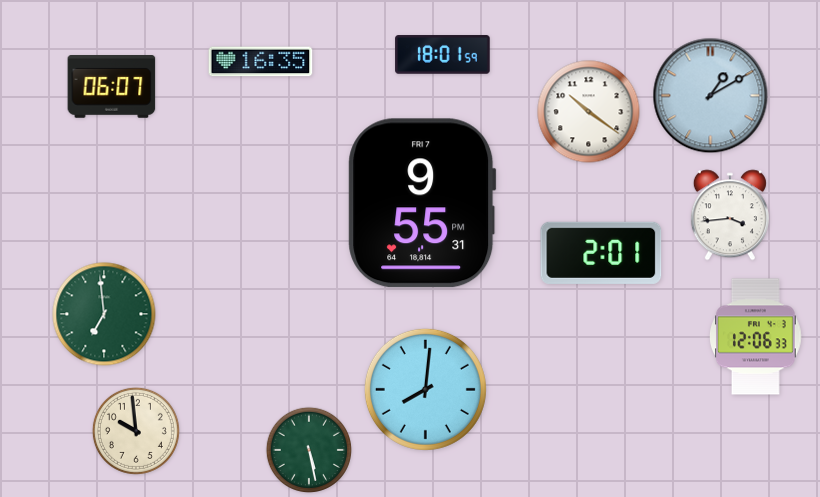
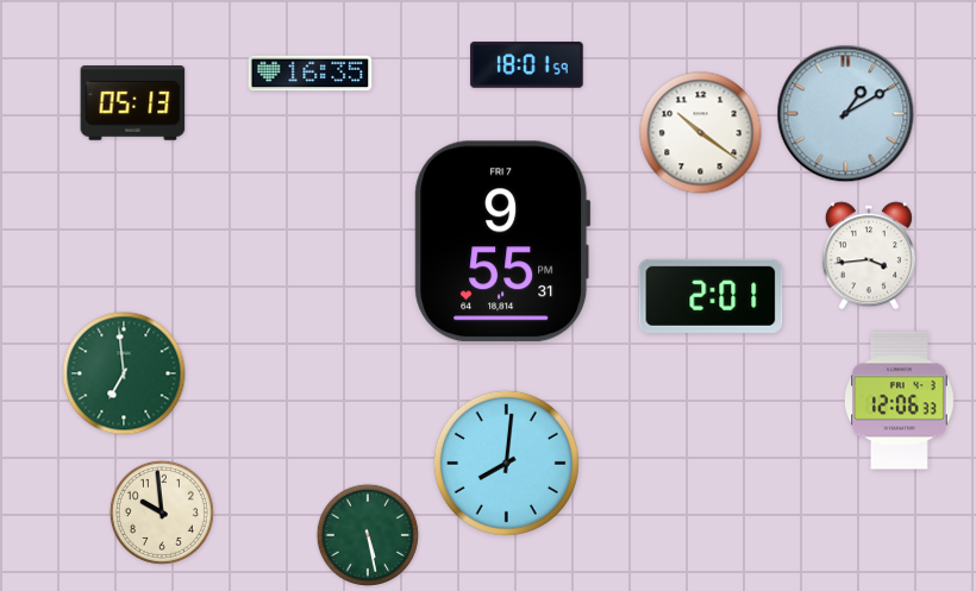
clock at (112, 87): 06:07 -> 05:13
clock at (601, 253) position: (601, 253) -> (711, 296)
